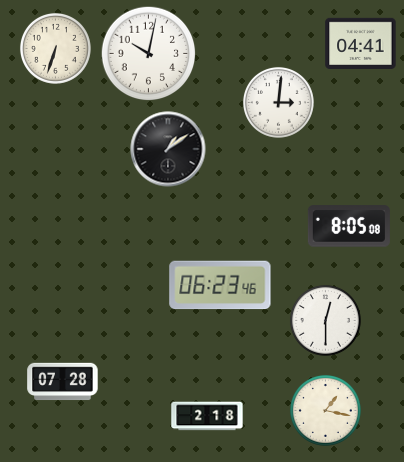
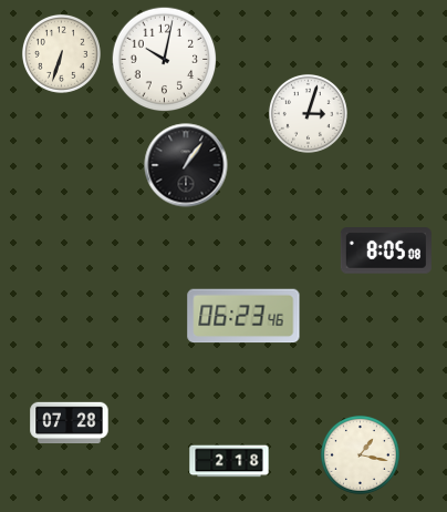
clock at (361, 43): 04:41 -> none
clock at (278, 102): 3:01 -> 3:03
clock at (168, 149): 1:09 -> 1:06
clock at (325, 320): 12:30 -> none
